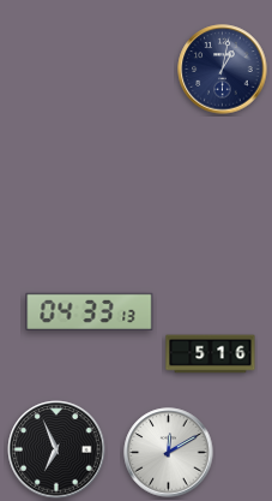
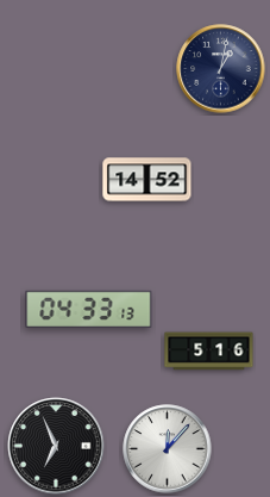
clock at (147, 180): none -> 14:52
clock at (169, 453): 12:10 -> 12:07
